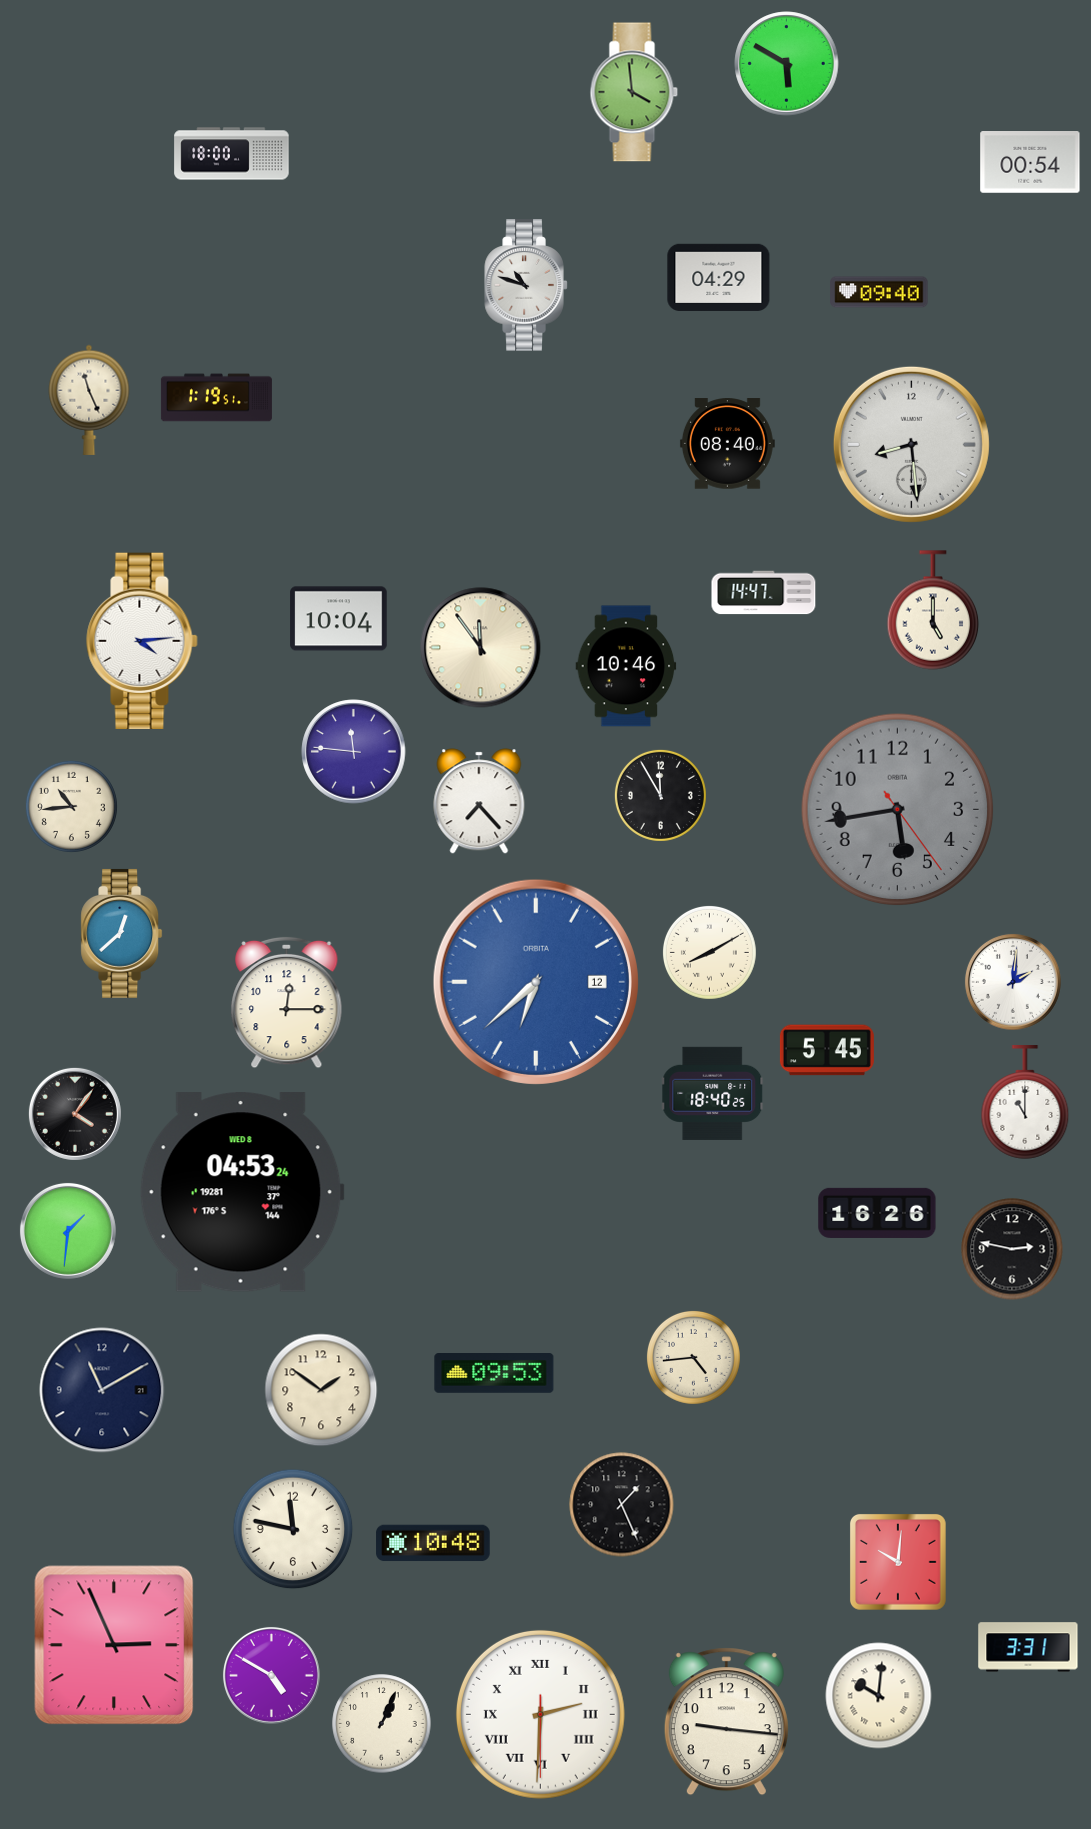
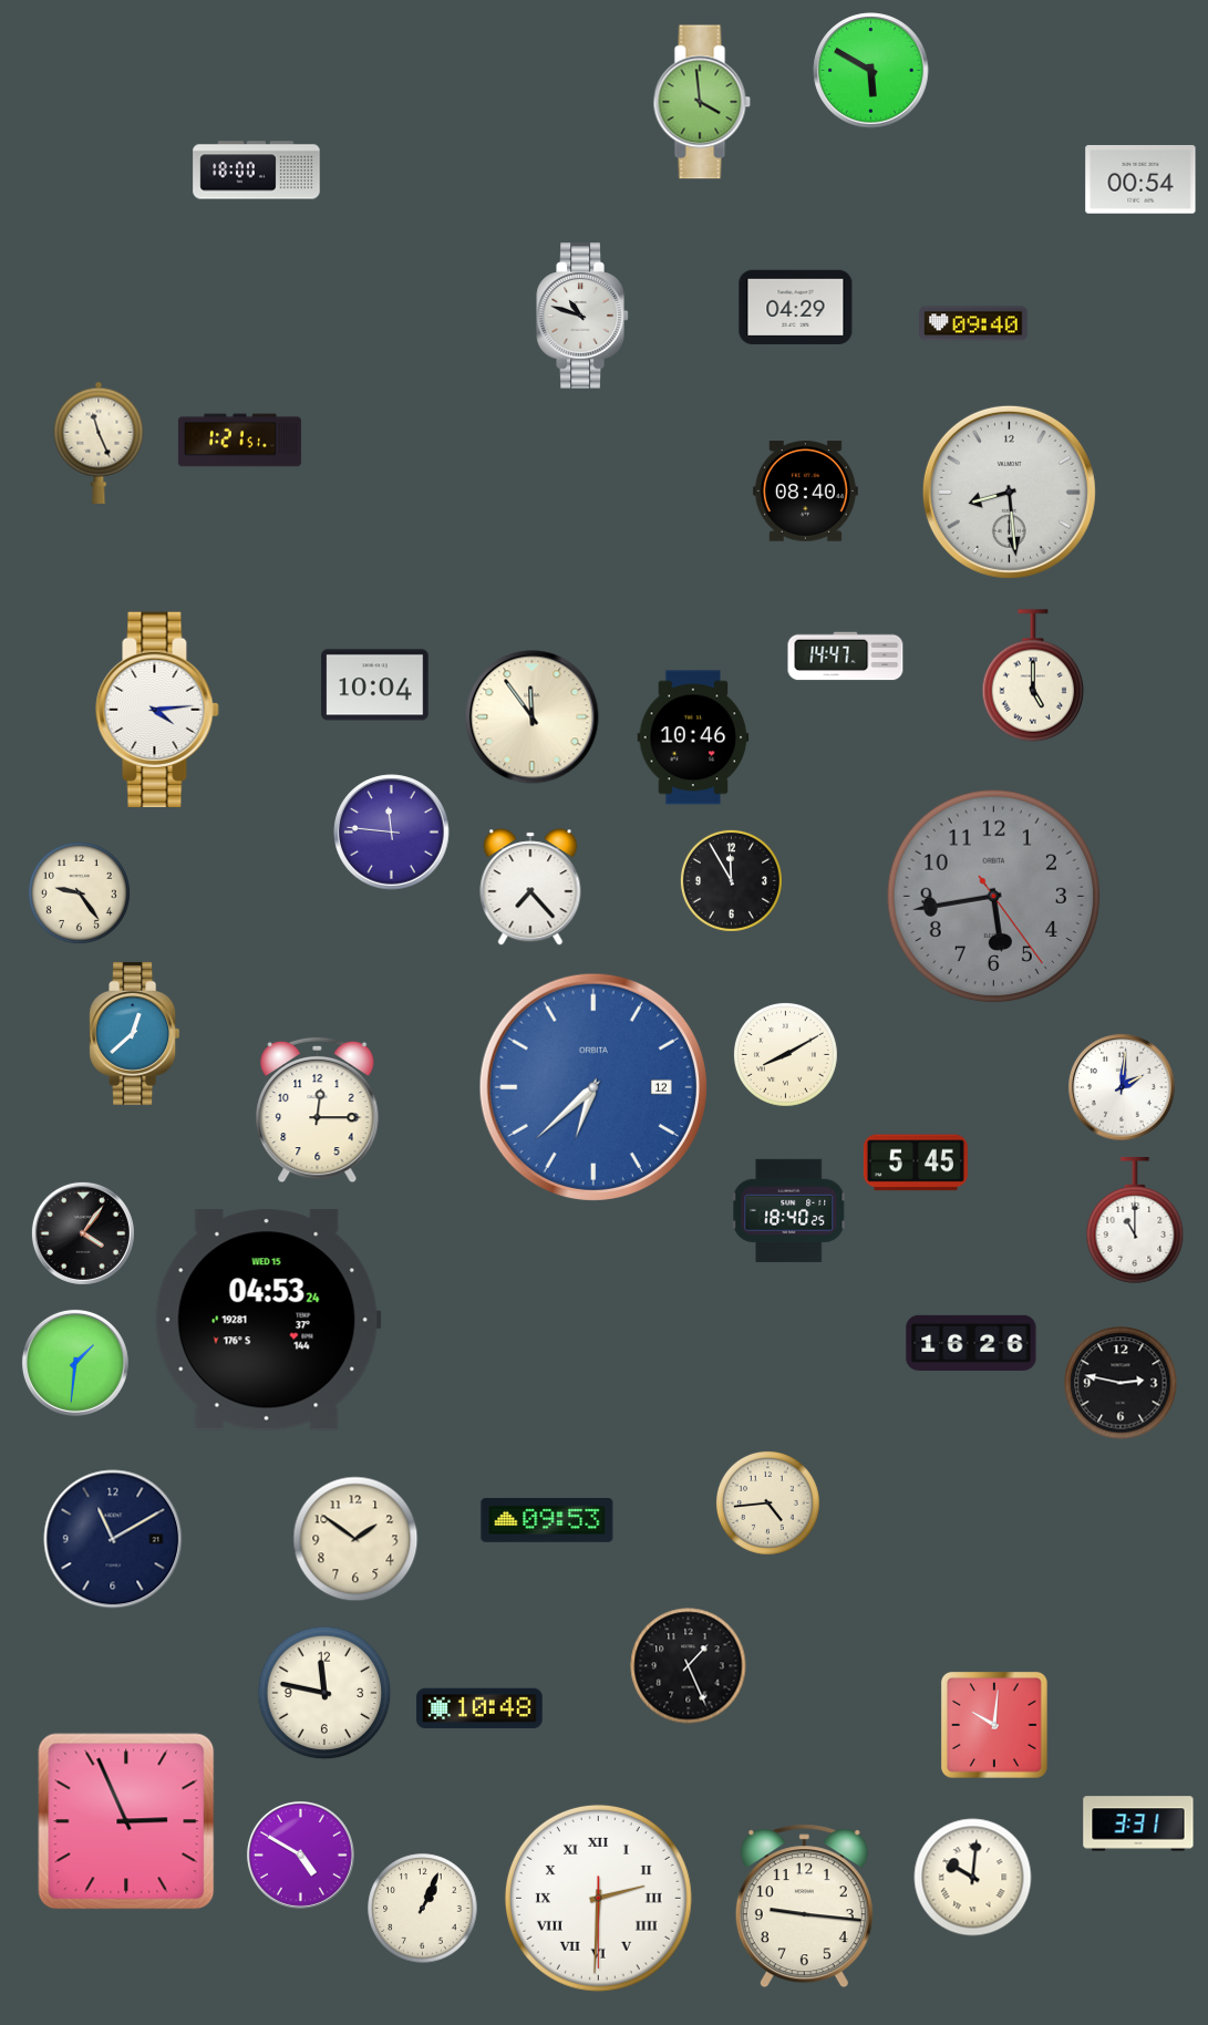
clock at (216, 398): 1:19 -> 1:21
clock at (71, 806): 10:44 -> 9:24
clock at (242, 1192) date: WED 8 -> WED 15
clock at (898, 1562) position: (898, 1562) -> (994, 1725)
